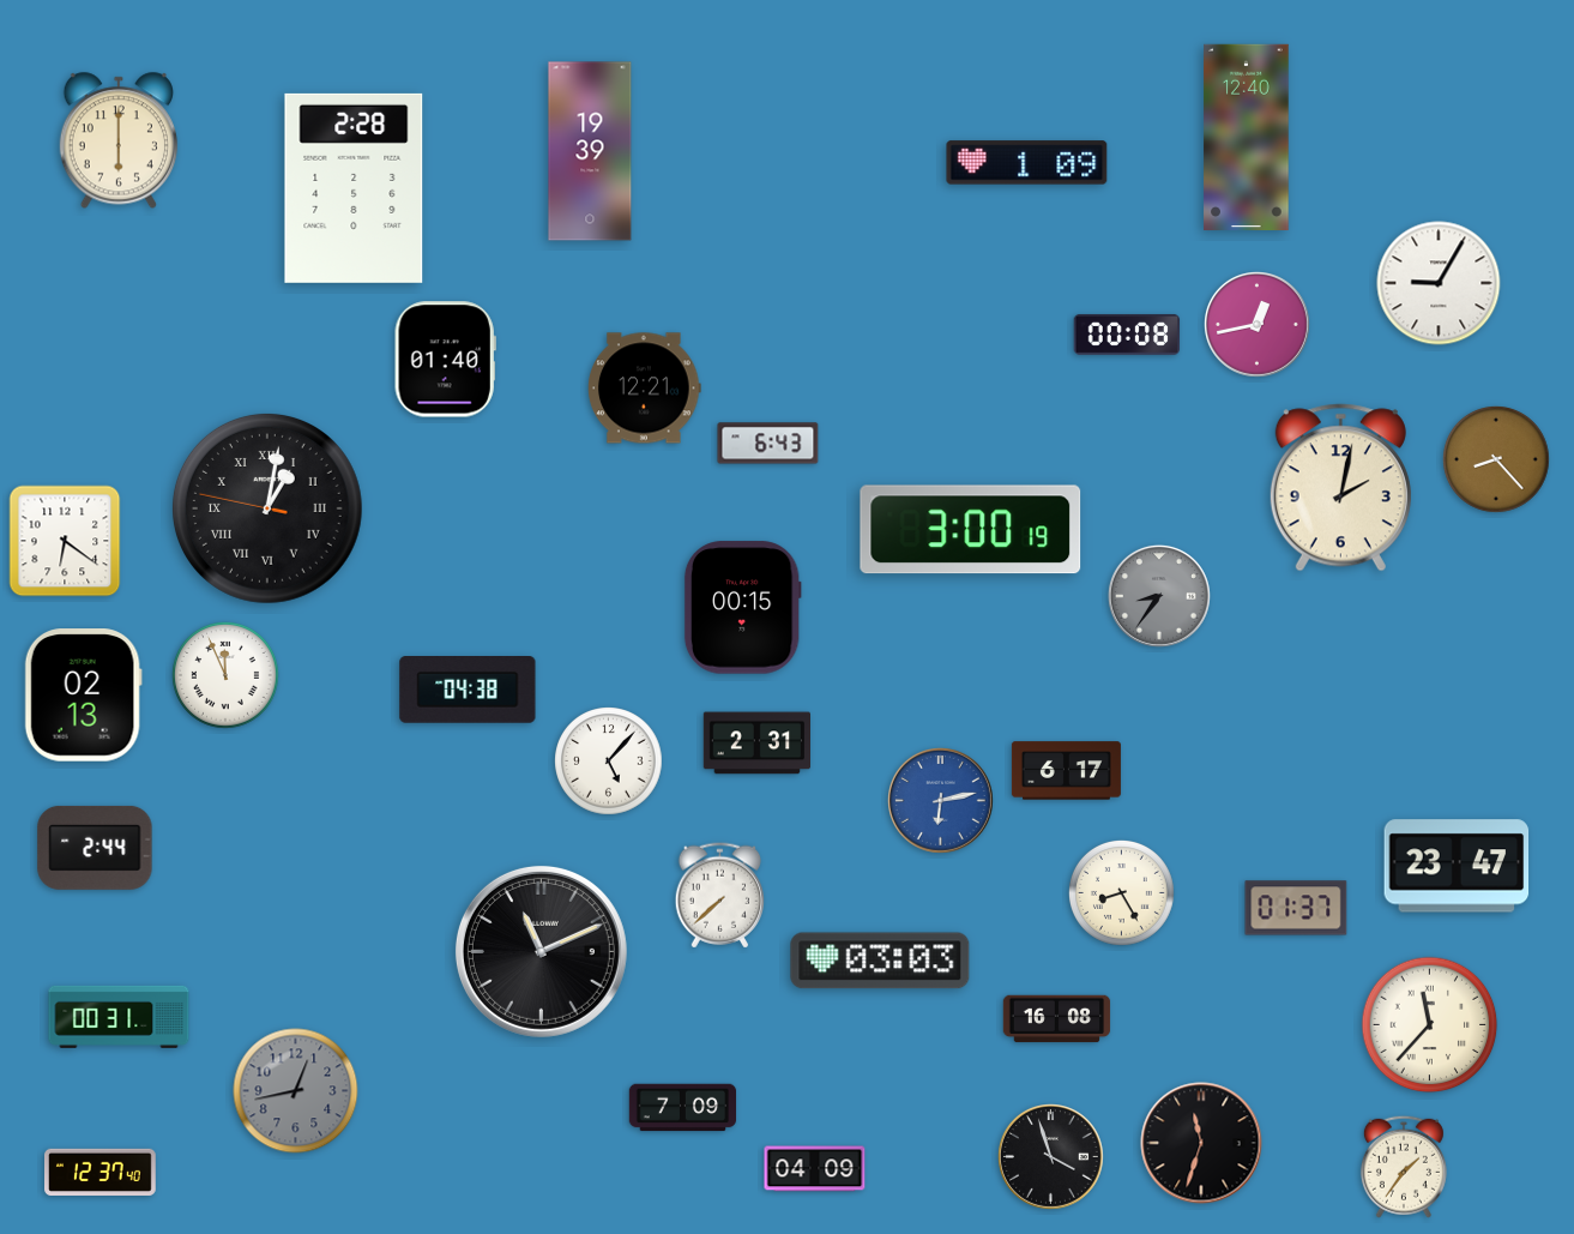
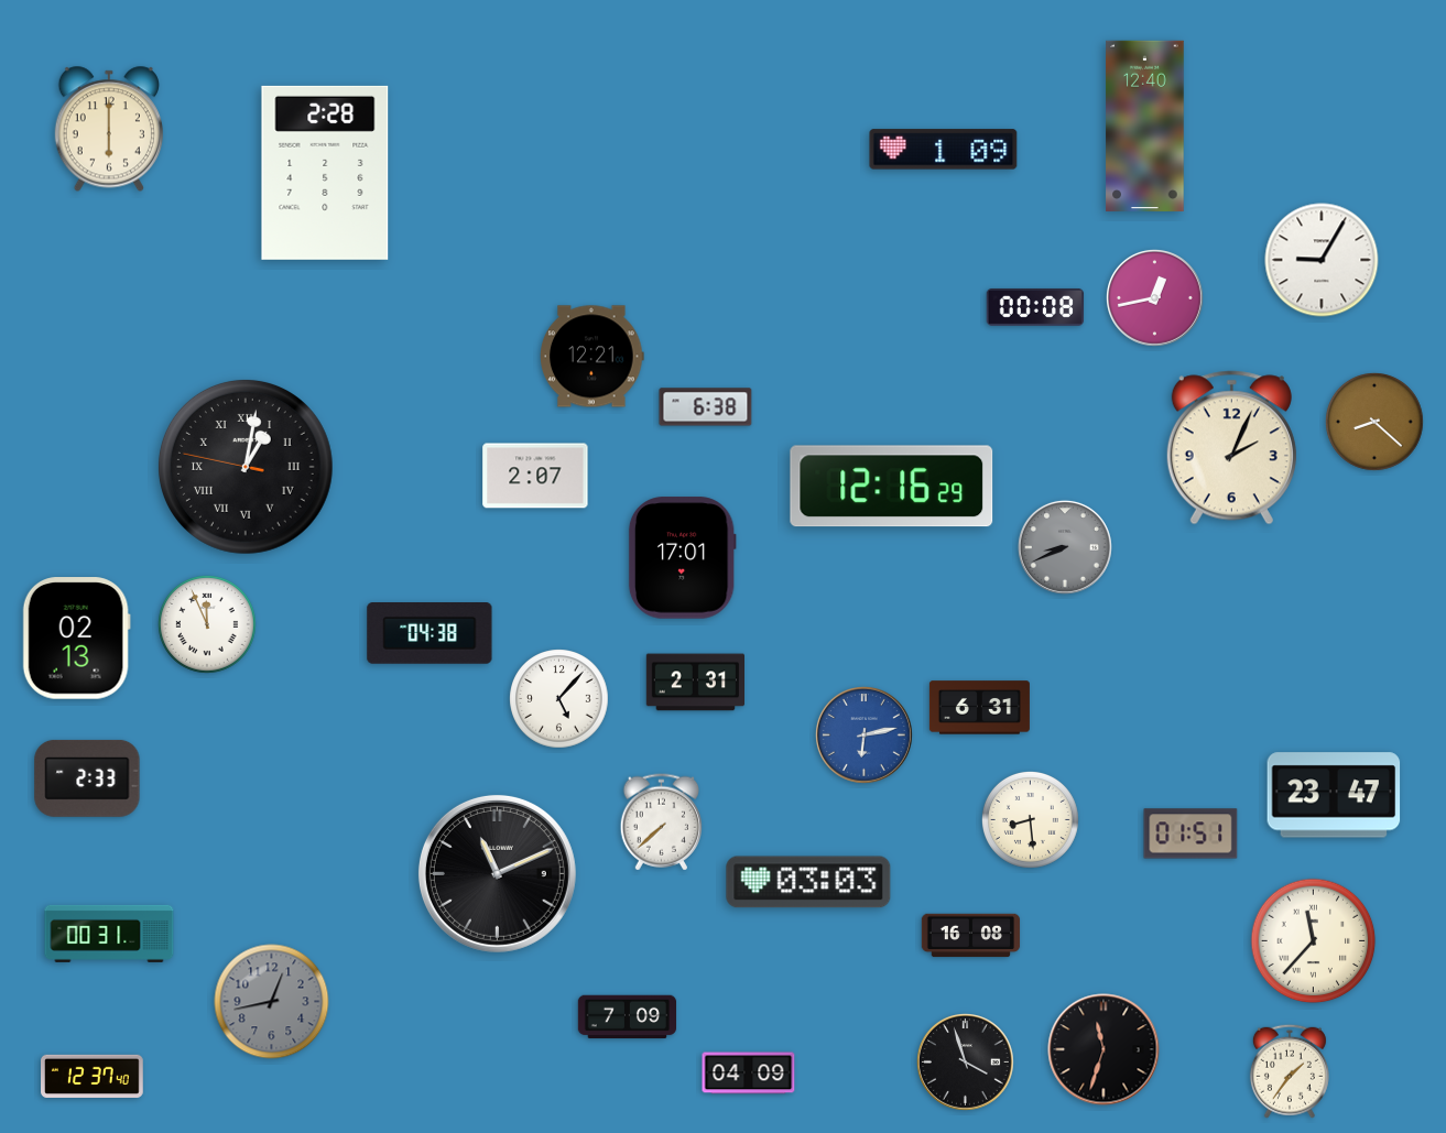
clock at (590, 151): 19:39 -> none
clock at (445, 360): 01:40 -> none
clock at (768, 444): 6:43 -> 6:38
clock at (1497, 461): 8:23 -> 8:22
clock at (1340, 488): 2:02 -> 2:04
clock at (535, 476): none -> 2:07
clock at (971, 530): 3:00 -> 12:16
clock at (65, 541): 6:21 -> none
clock at (1159, 596): 8:36 -> 8:41
clock at (742, 608): 00:15 -> 17:01
clock at (227, 676) position: (227, 676) -> (208, 625)
clock at (1066, 771): 6:17 -> 6:31
clock at (95, 848): 2:44 -> 2:33
clock at (1457, 866) position: (1457, 866) -> (1334, 795)
clock at (1121, 892): 8:25 -> 8:29
clock at (1296, 908): 01:37 -> 01:51
